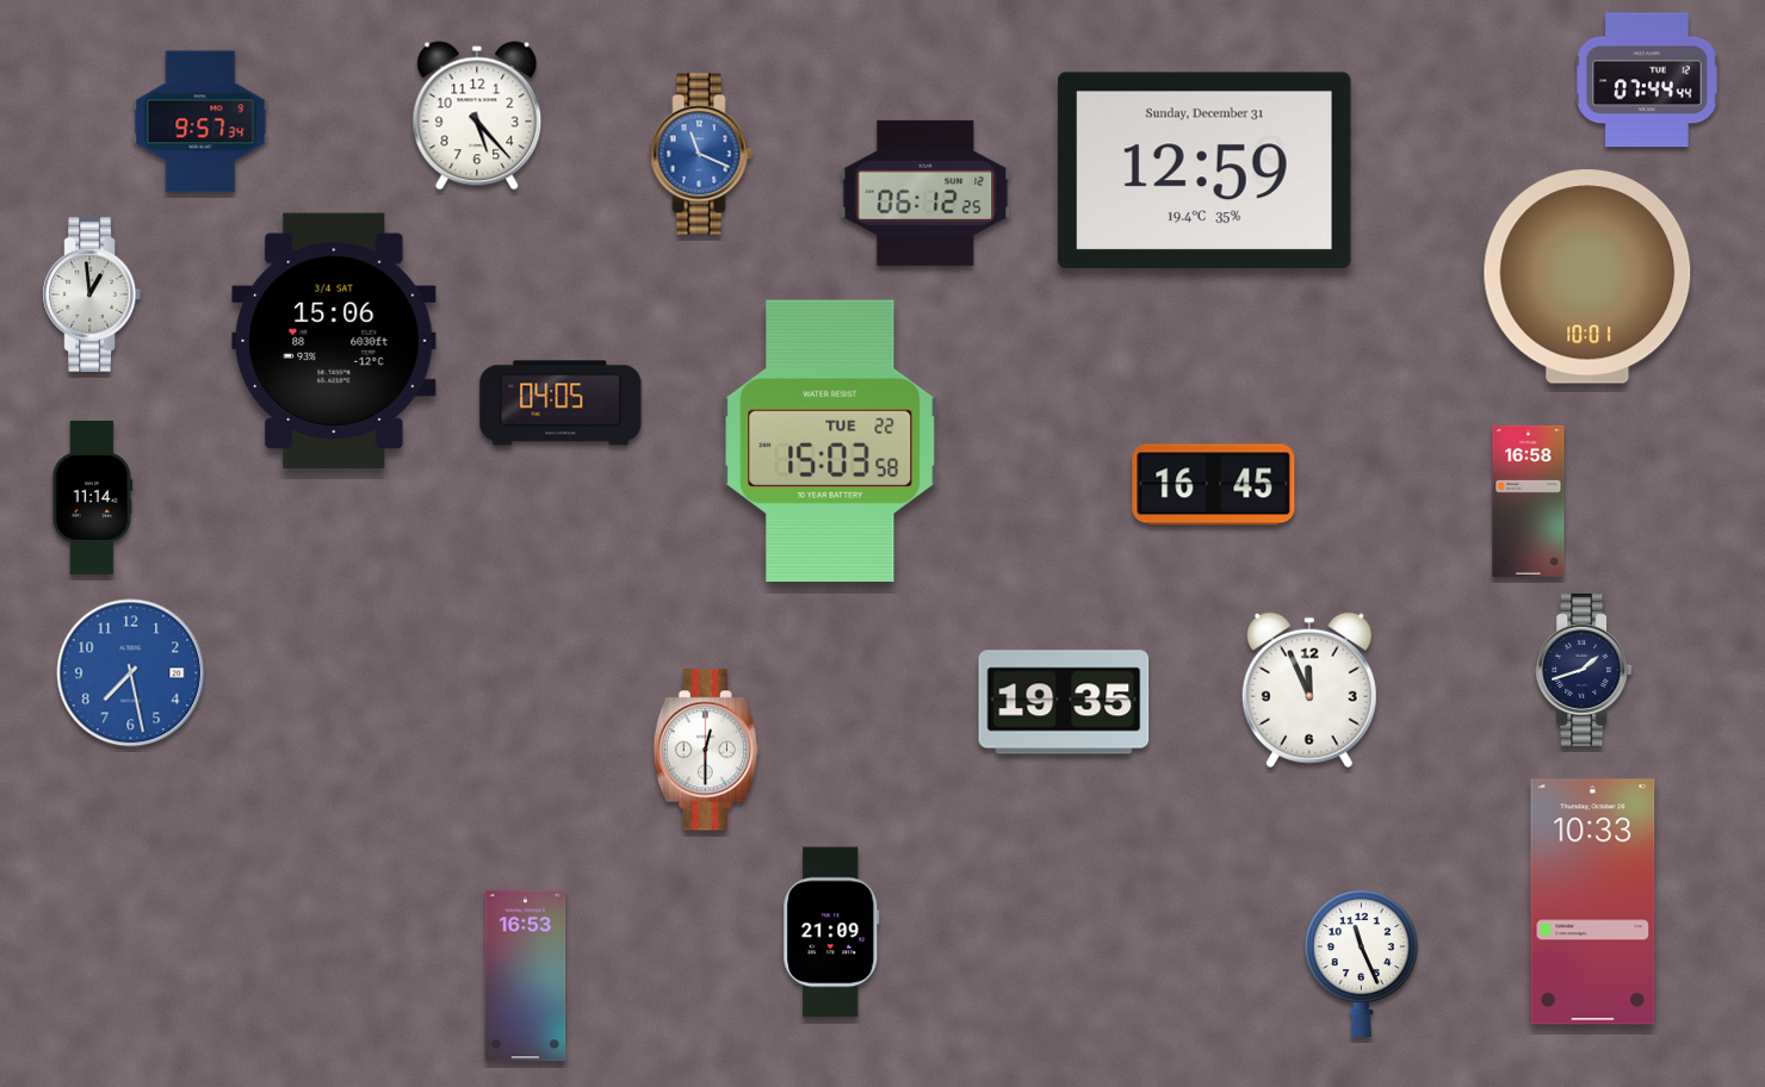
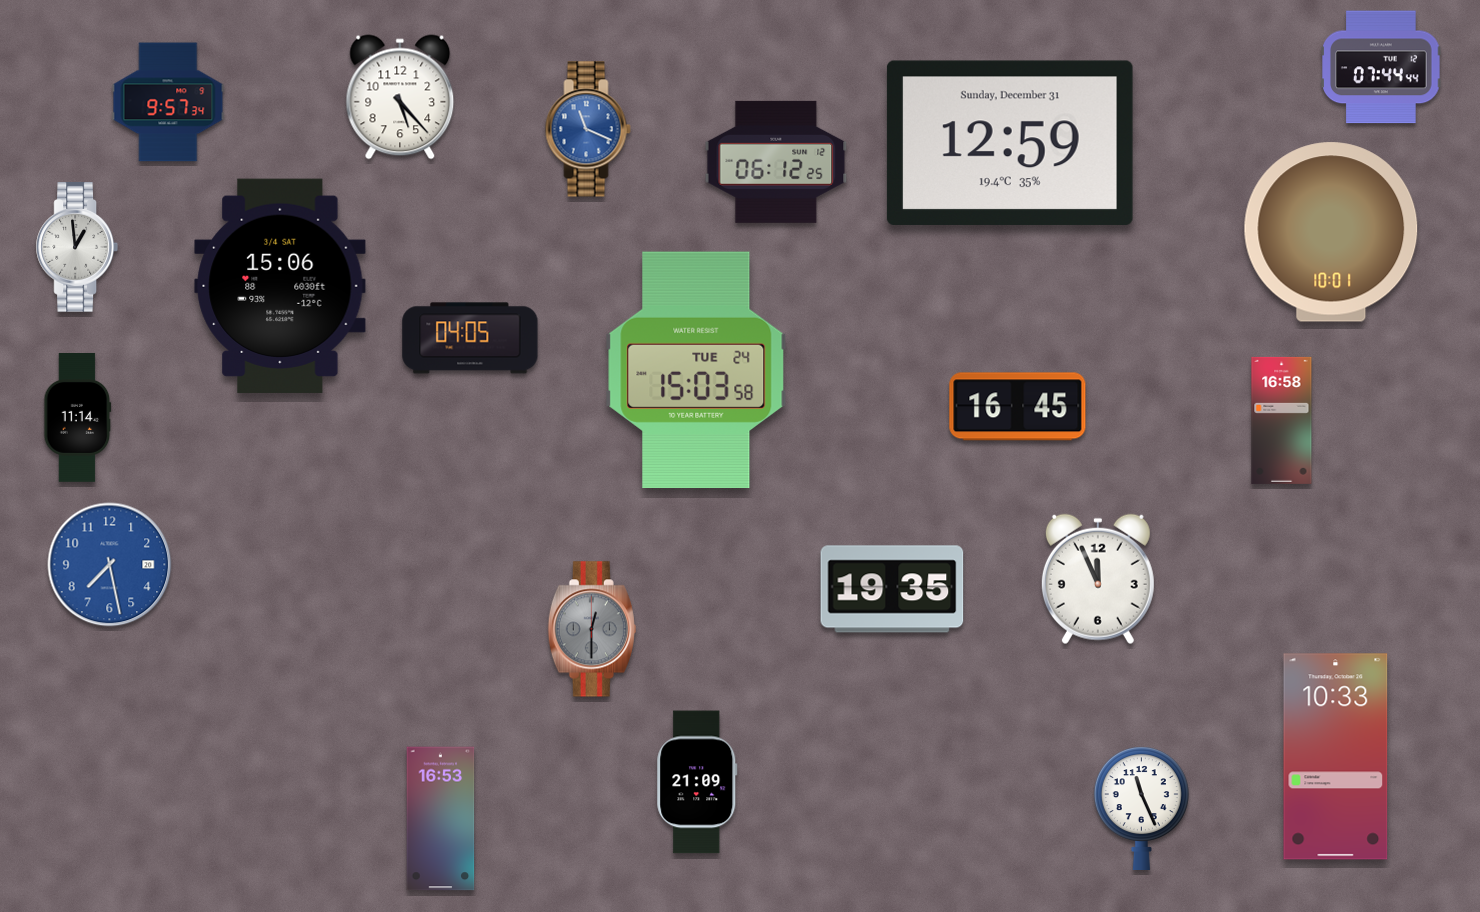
clock at (830, 440) date: TUE 22 -> TUE 24
clock at (1584, 670): 1:42 -> none
clock at (706, 750) dial: white -> grey
